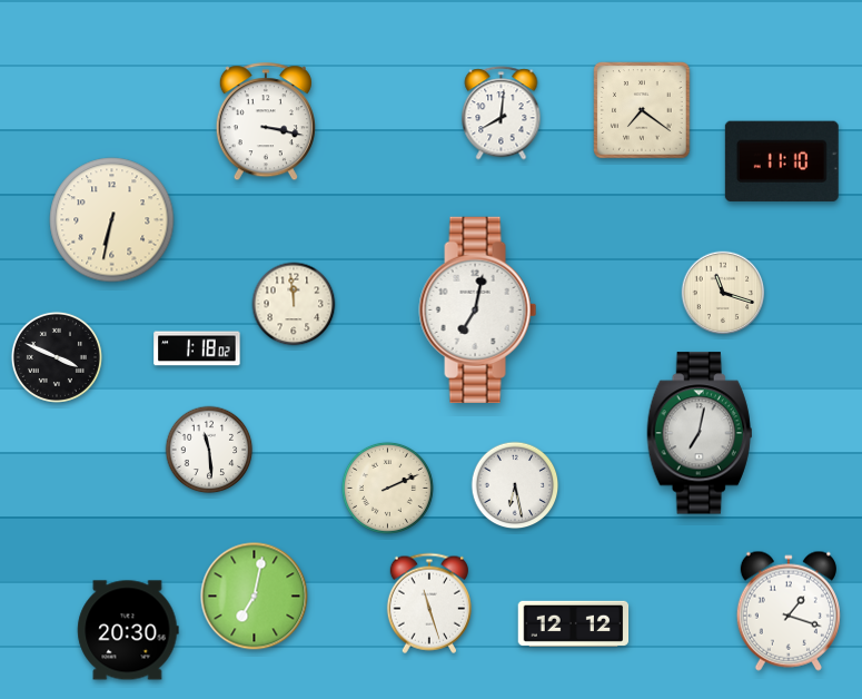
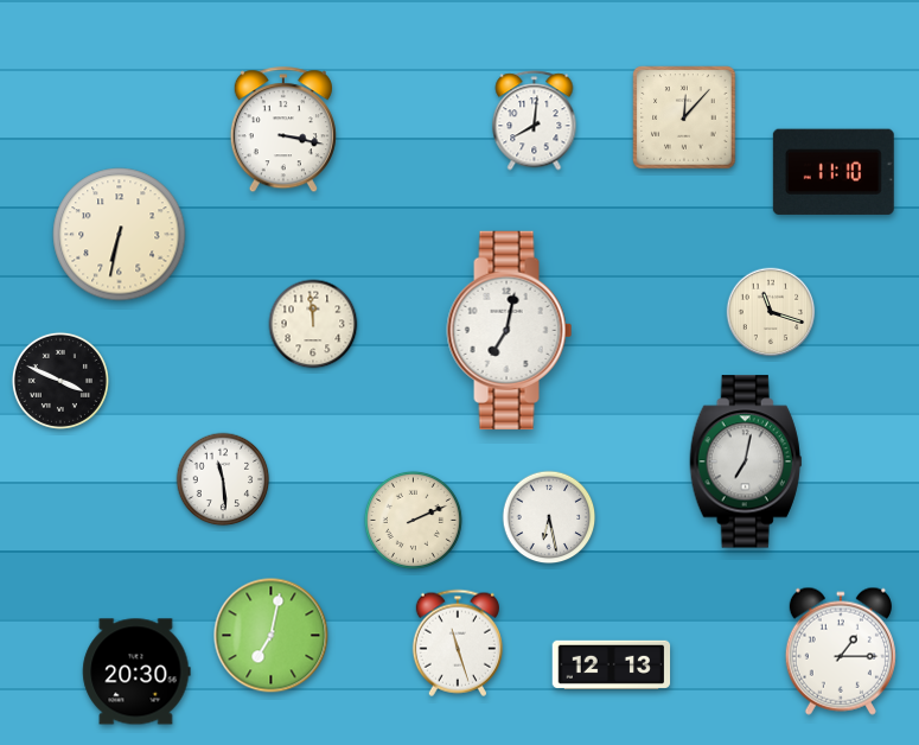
clock at (642, 110): 7:21 -> 12:07
clock at (197, 348): 1:18 -> none
clock at (789, 611): 1:18 -> 1:15
clock at (574, 623): 12:12 -> 12:13
